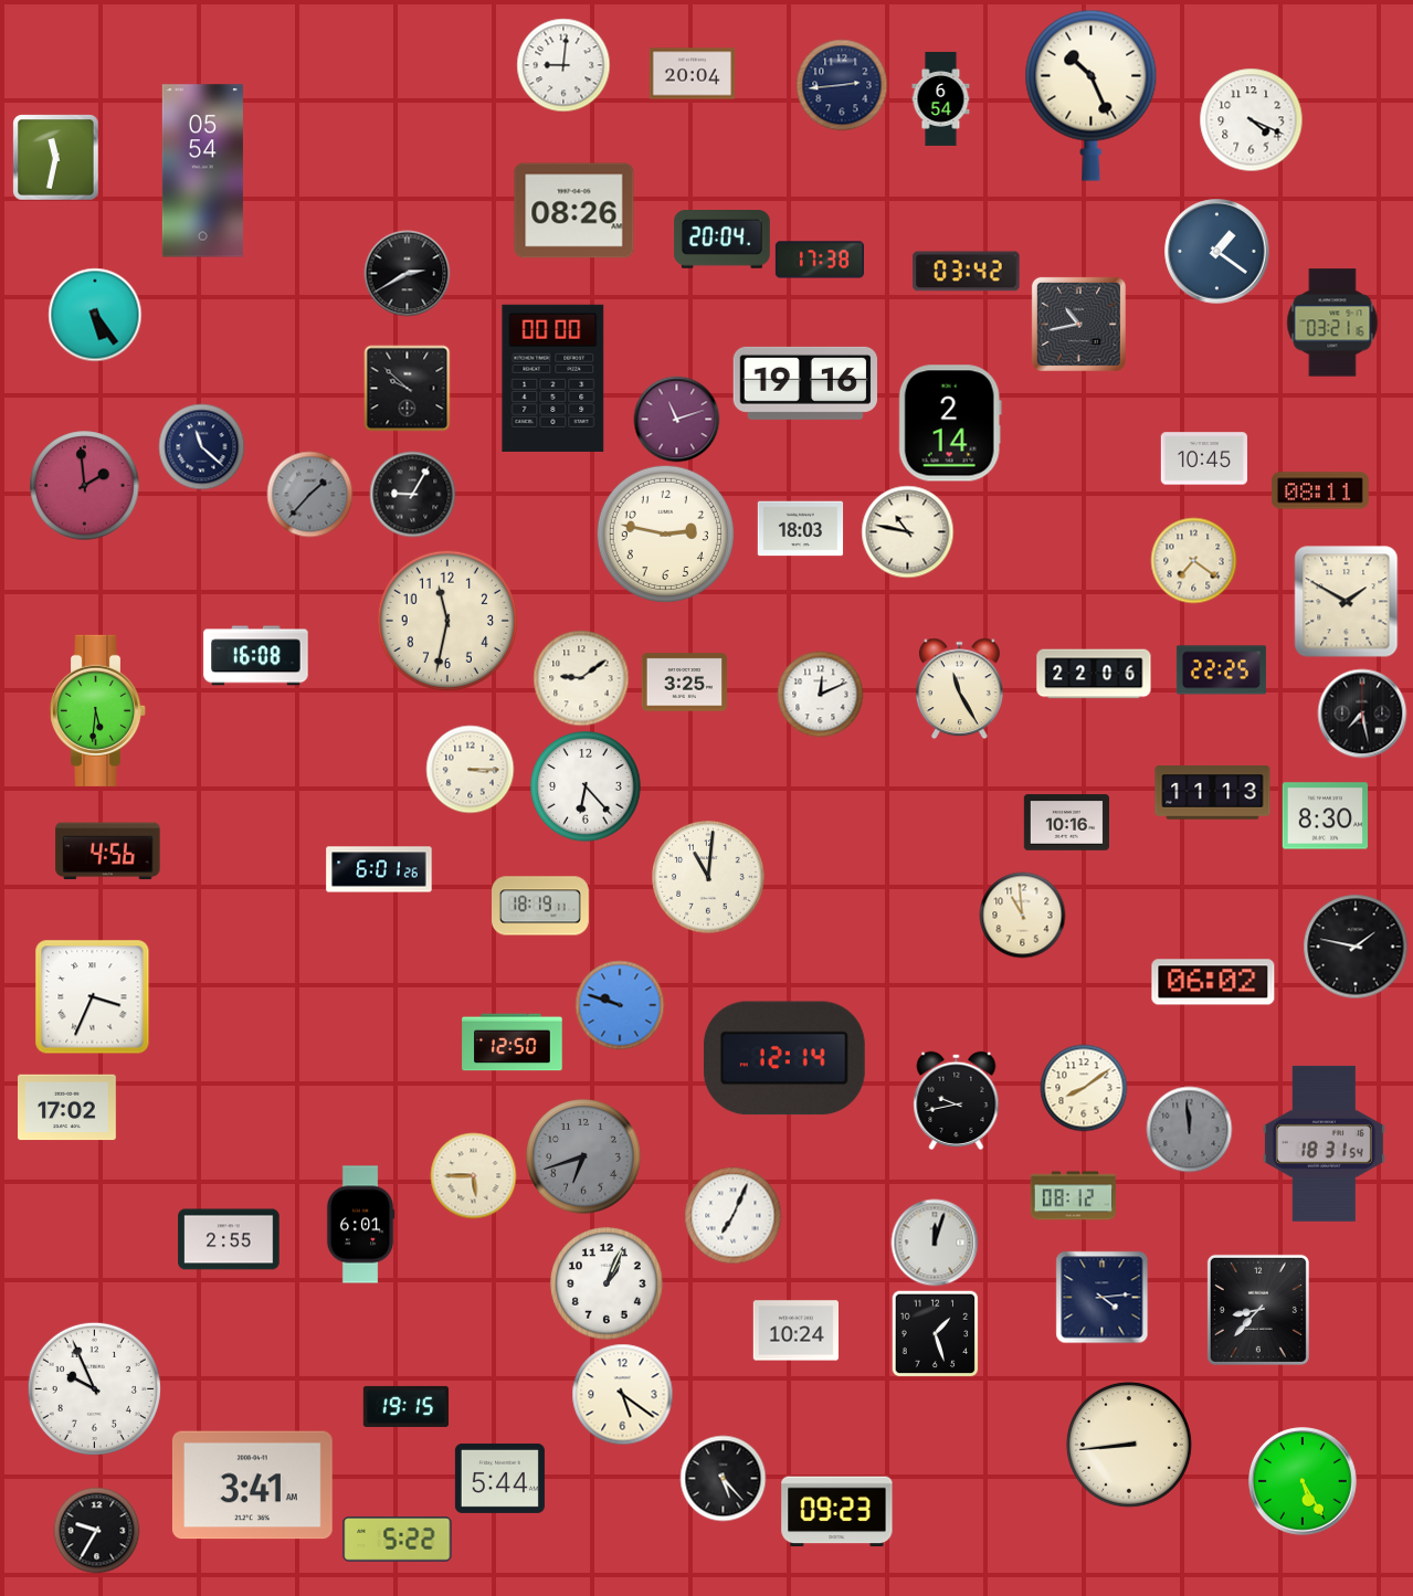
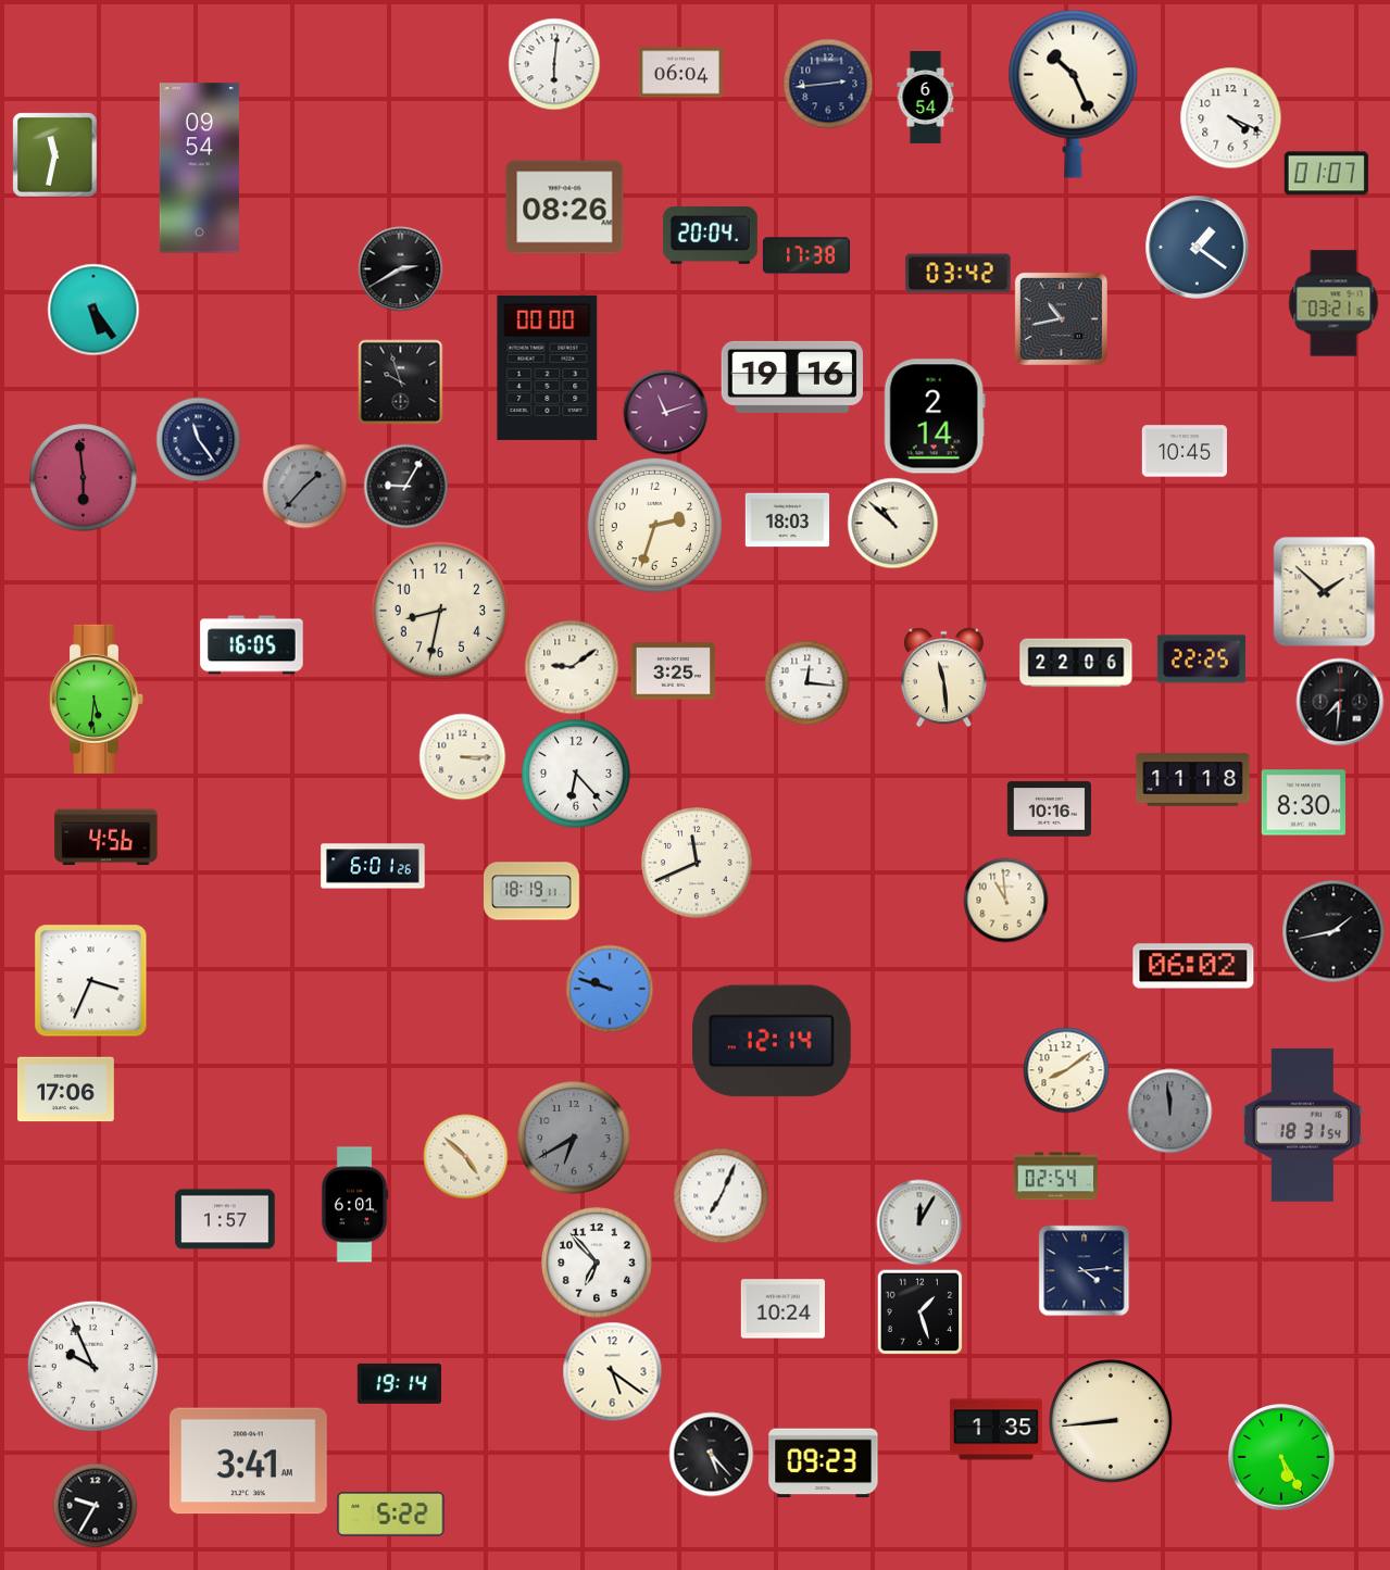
clock at (563, 65): 9:01 -> 6:01
clock at (692, 74): 20:04 -> 06:04
clock at (202, 171): 05:54 -> 09:54
clock at (1326, 174): none -> 01:07
clock at (967, 272) position: (967, 272) -> (959, 274)
clock at (1332, 323) position: (1332, 323) -> (1333, 303)
clock at (553, 378) position: (553, 378) -> (548, 367)
clock at (407, 388): 9:52 -> 9:57
clock at (201, 446): 11:22 -> 11:24
clock at (85, 486): 1:59 -> 5:59
clock at (1320, 490): 08:11 -> none
clock at (907, 531): 10:47 -> 10:52
clock at (665, 533): 2:47 -> 2:33
clock at (1193, 560): 7:21 -> none
clock at (1347, 601): 1:50 -> 1:52
clock at (446, 620): 11:32 -> 8:32
clock at (256, 656): 16:08 -> 16:05
clock at (959, 688): 11:25 -> 11:29
clock at (820, 694): 12:11 -> 12:16
clock at (1362, 714): 7:28 -> 7:31
clock at (1213, 793): 11:13 -> 11:18
clock at (379, 869) position: (379, 869) -> (373, 866)
clock at (708, 877): 11:01 -> 11:41
clock at (1356, 947): 1:47 -> 1:43
clock at (513, 1043): 12:50 -> none
clock at (957, 1100): 9:43 -> none
clock at (67, 1108): 17:02 -> 17:06
clock at (583, 1156): 6:42 -> 6:40
clock at (473, 1175): 5:45 -> 4:52
clock at (1073, 1196): 08:12 -> 02:54
clock at (229, 1239): 2:55 -> 1:57
clock at (935, 1243): 12:03 -> 12:05
clock at (607, 1283): 1:04 -> 6:53
clock at (1101, 1297) position: (1101, 1297) -> (1084, 1270)
clock at (1258, 1310): 8:37 -> none
clock at (405, 1406): 19:15 -> 19:14
clock at (995, 1430): none -> 1:35
clock at (499, 1478): 5:44 -> none
clock at (837, 1512) position: (837, 1512) -> (824, 1464)
